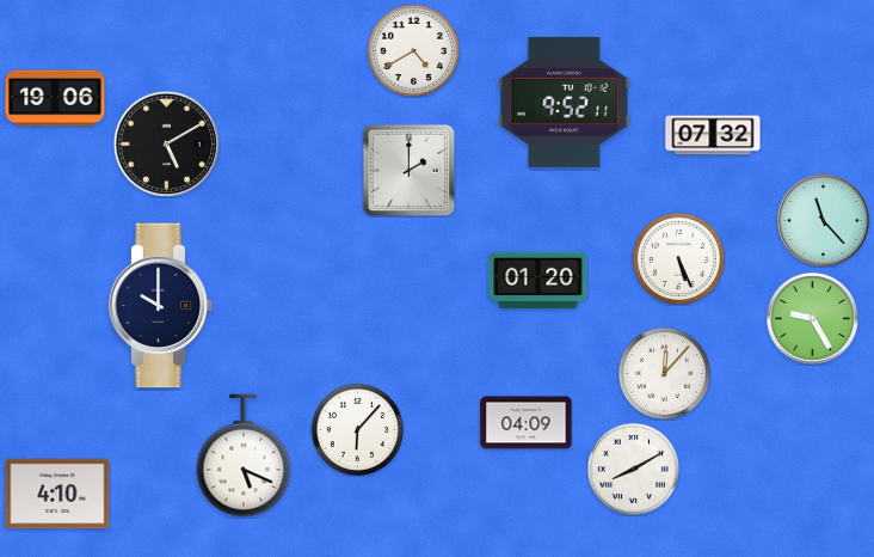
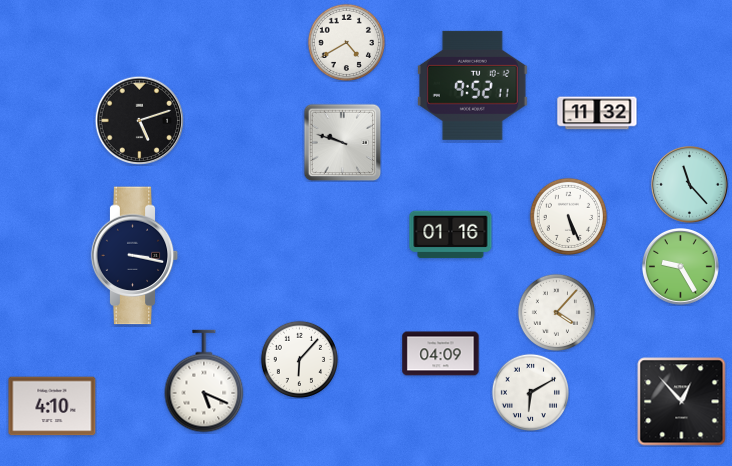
clock at (55, 98): 19:06 -> none
clock at (713, 135): 07:32 -> 11:32
clock at (166, 143): 5:10 -> 5:12
clock at (408, 170): 2:00 -> 9:48
clock at (538, 281): 01:20 -> 01:16
clock at (161, 306): 10:00 -> 3:17
clock at (664, 373): 12:07 -> 4:07
clock at (633, 469): 8:10 -> 6:10
clock at (682, 402): none -> 12:53
clock at (57, 494) position: (57, 494) -> (52, 406)
